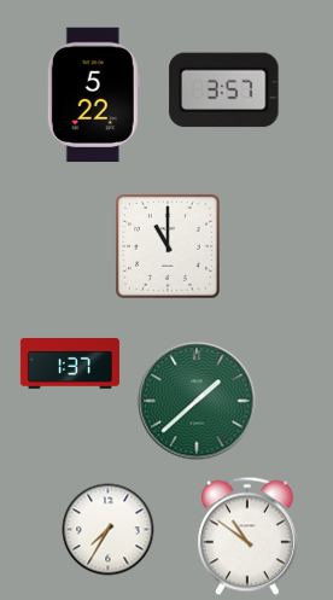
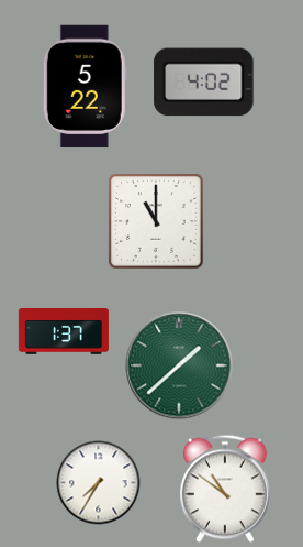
clock at (224, 91): 3:57 -> 4:02
clock at (169, 247) position: (169, 247) -> (157, 222)
